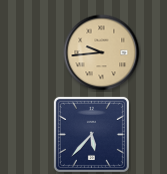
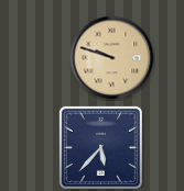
clock at (102, 53): 9:44 -> 9:48
